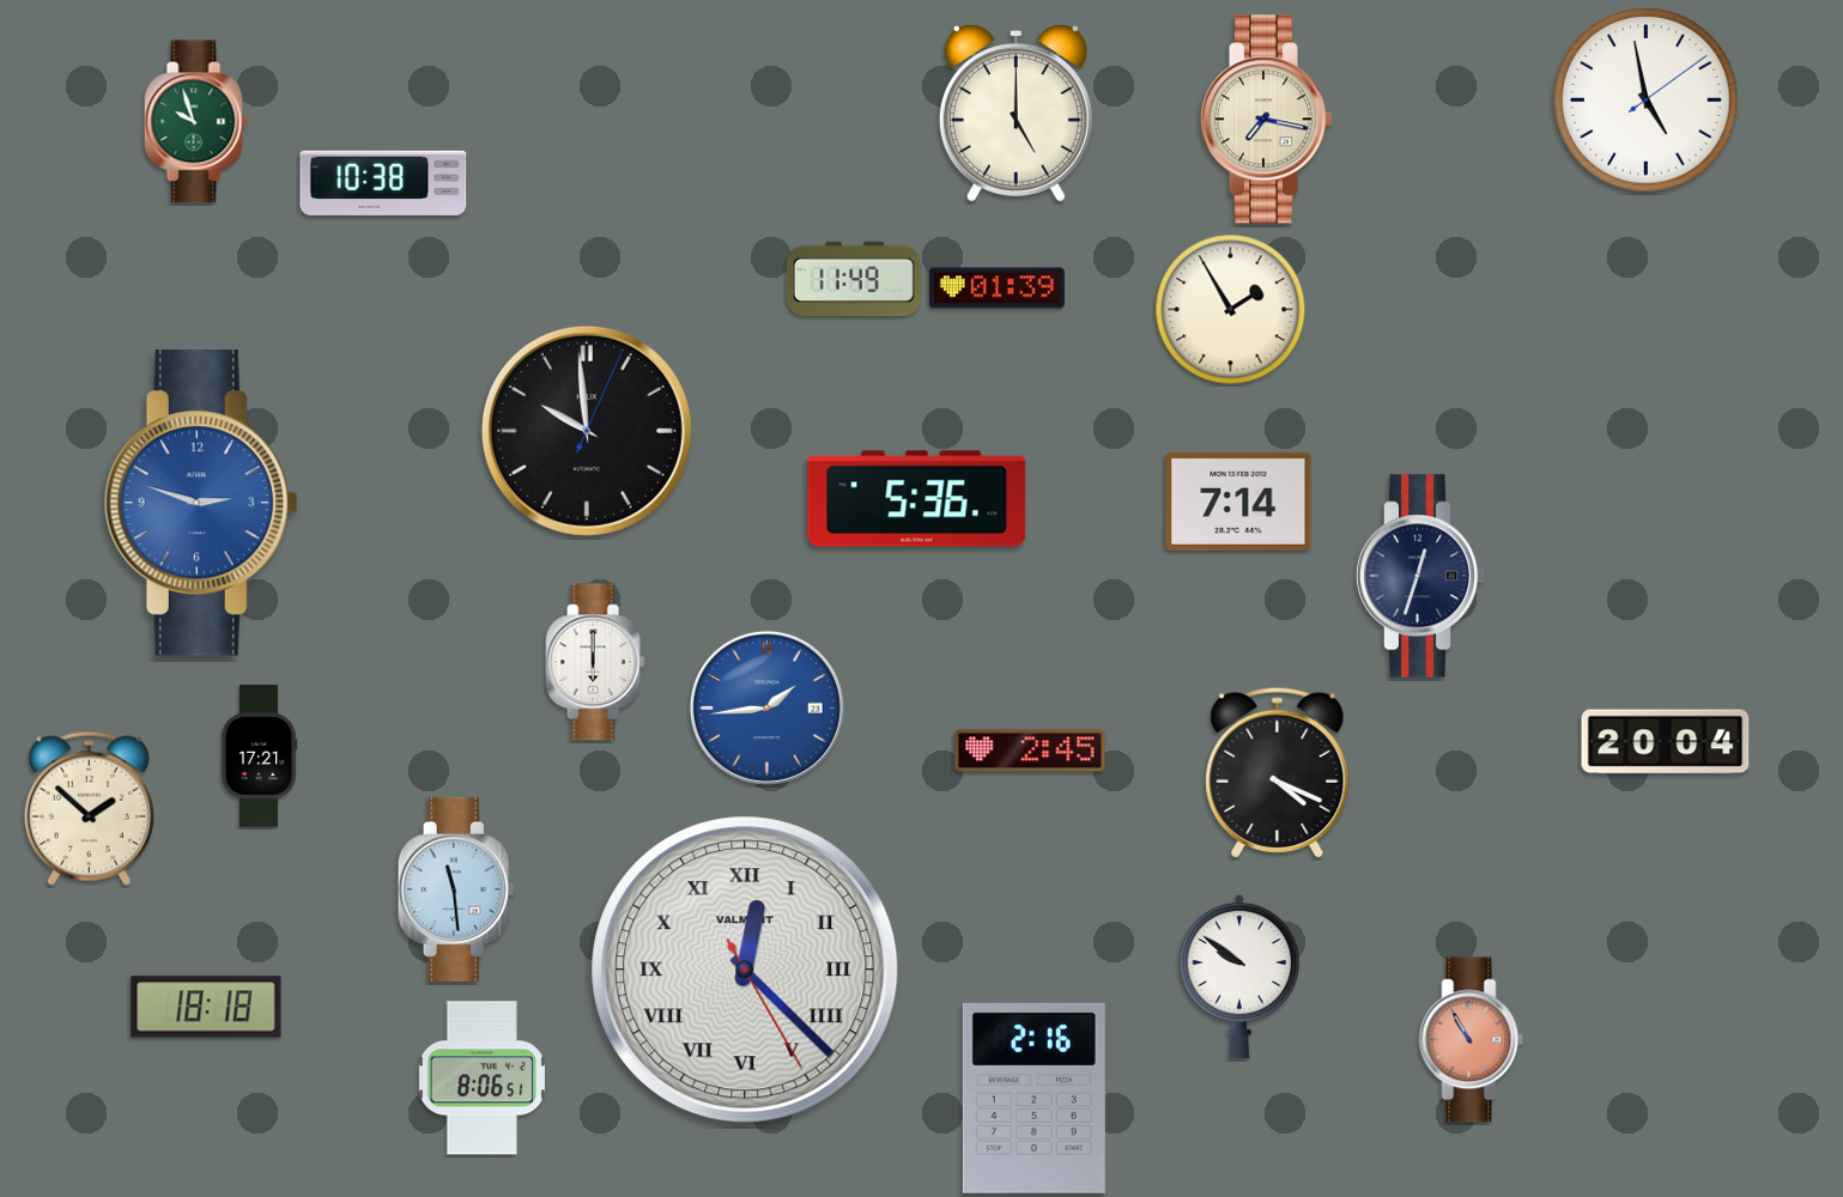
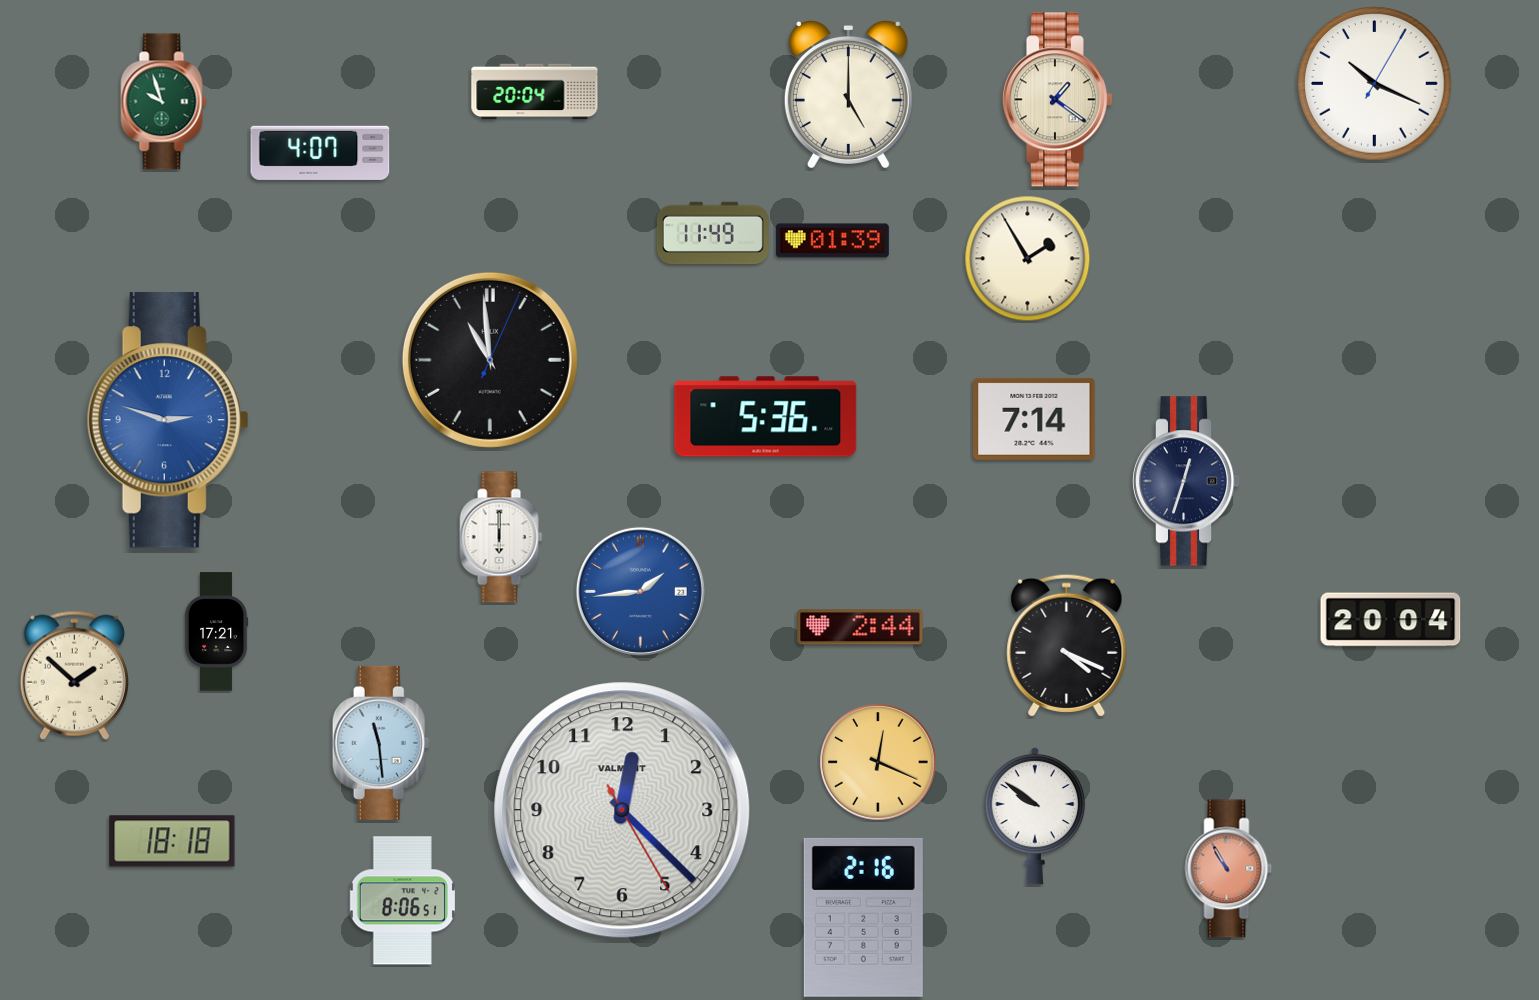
clock at (1647, 101): 4:58 -> 10:19
clock at (535, 92): none -> 20:04
clock at (1266, 120): 7:17 -> 1:21
clock at (383, 183): 10:38 -> 4:07
clock at (587, 431): 9:59 -> 10:59
clock at (595, 662) position: (595, 662) -> (501, 537)
clock at (1030, 751): 2:45 -> 2:44
clock at (878, 762): none -> 12:19
clock at (745, 970) numerals: Roman -> Arabic
